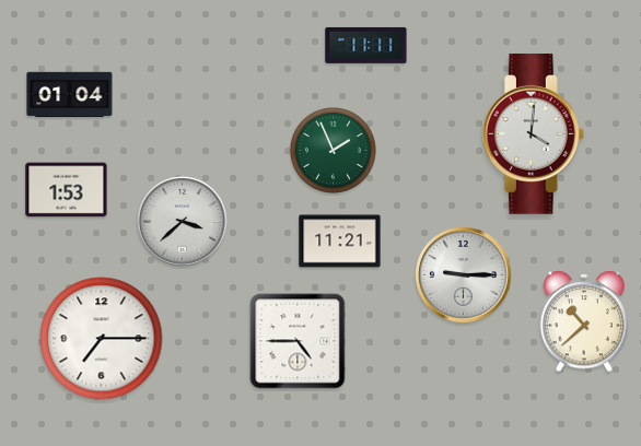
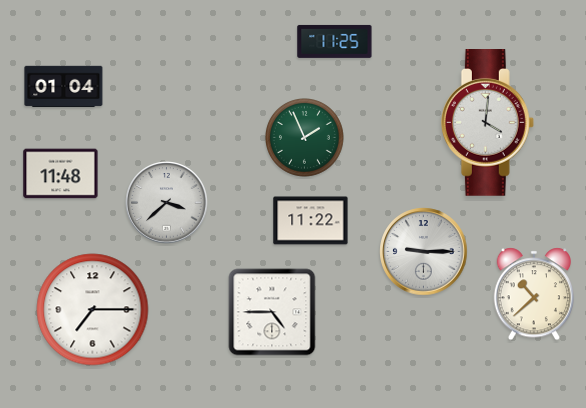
clock at (366, 45): 11:11 -> 11:25
clock at (67, 190): 1:53 -> 11:48
clock at (340, 242): 11:21 -> 11:22
